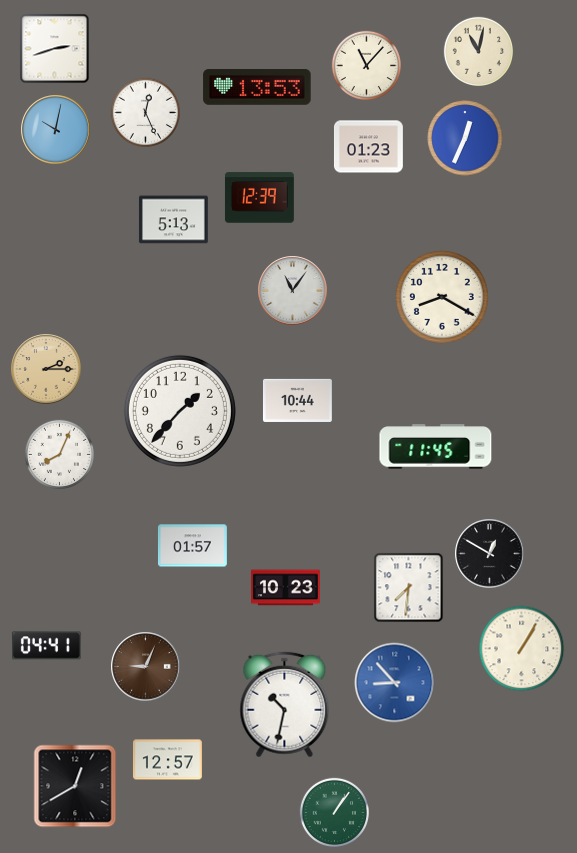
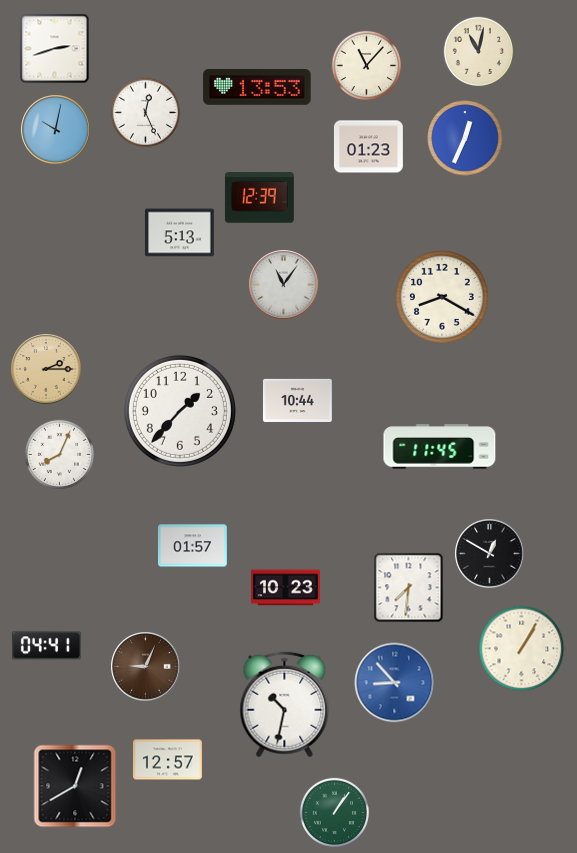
clock at (174, 220) position: (174, 220) -> (180, 233)
clock at (293, 291) position: (293, 291) -> (284, 285)
clock at (436, 447) position: (436, 447) -> (440, 447)
